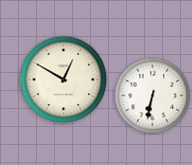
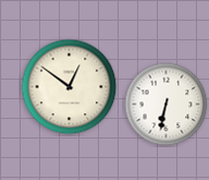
clock at (64, 80): 12:50 -> 12:51
